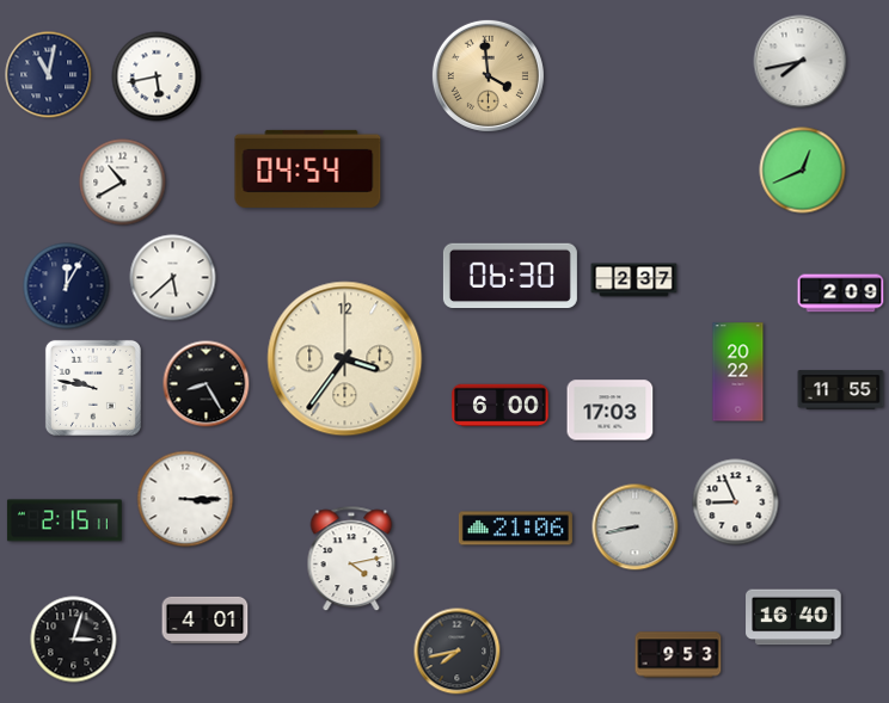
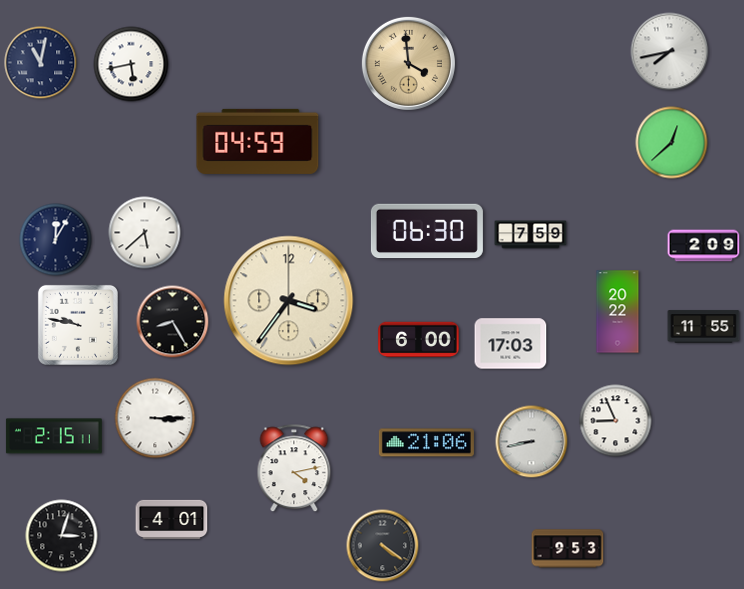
clock at (308, 168): 04:54 -> 04:59
clock at (803, 171): 12:41 -> 12:38
clock at (123, 183): 10:40 -> none
clock at (634, 280): 2:37 -> 7:59
clock at (515, 529) position: (515, 529) -> (426, 443)
clock at (793, 617): 16:40 -> none
clock at (458, 652): 7:43 -> 4:21
